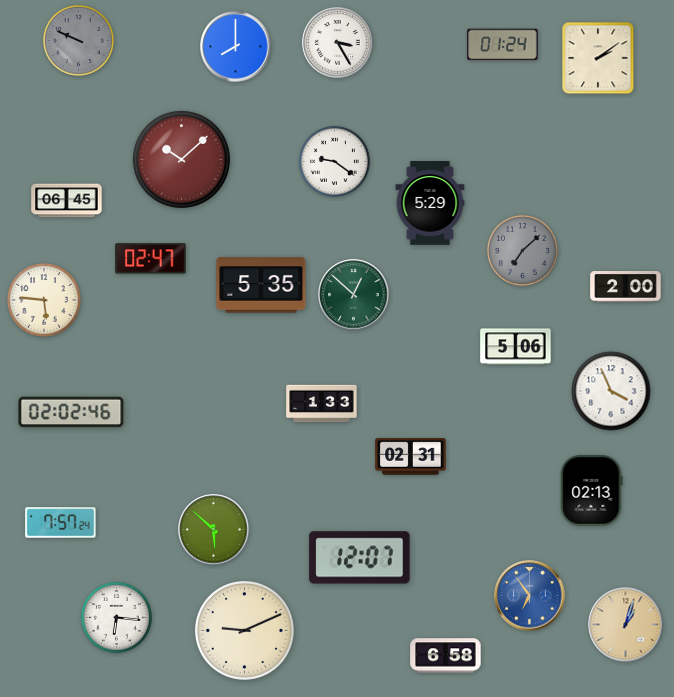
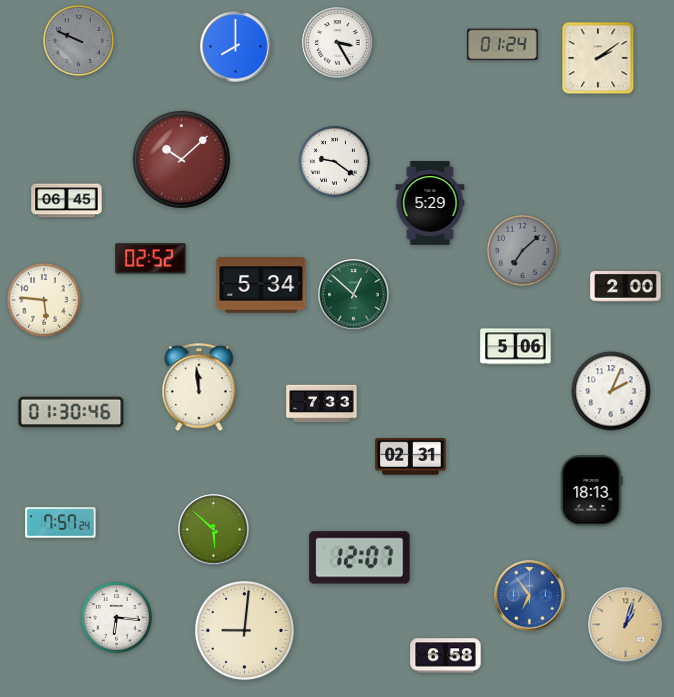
clock at (151, 259): 02:47 -> 02:52
clock at (261, 285): 5:35 -> 5:34
clock at (199, 388): none -> 11:59
clock at (611, 391): 3:56 -> 2:04
clock at (322, 404): 1:33 -> 7:33
clock at (71, 412): 02:02 -> 01:30
clock at (592, 491): 02:13 -> 18:13
clock at (244, 630): 9:11 -> 9:01
